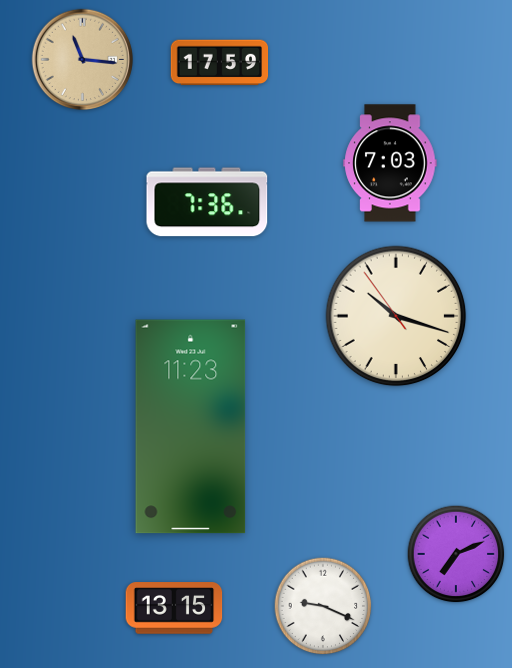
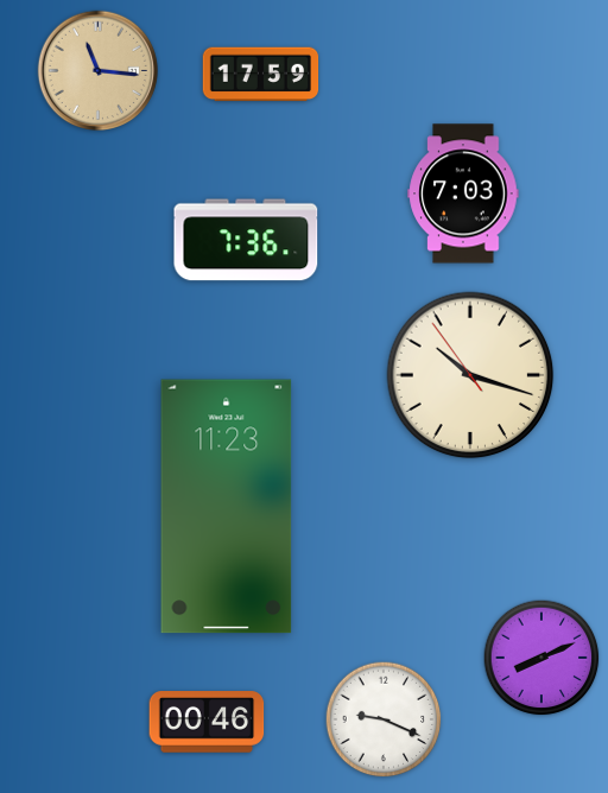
clock at (456, 554): 7:11 -> 8:11
clock at (174, 608): 13:15 -> 00:46
